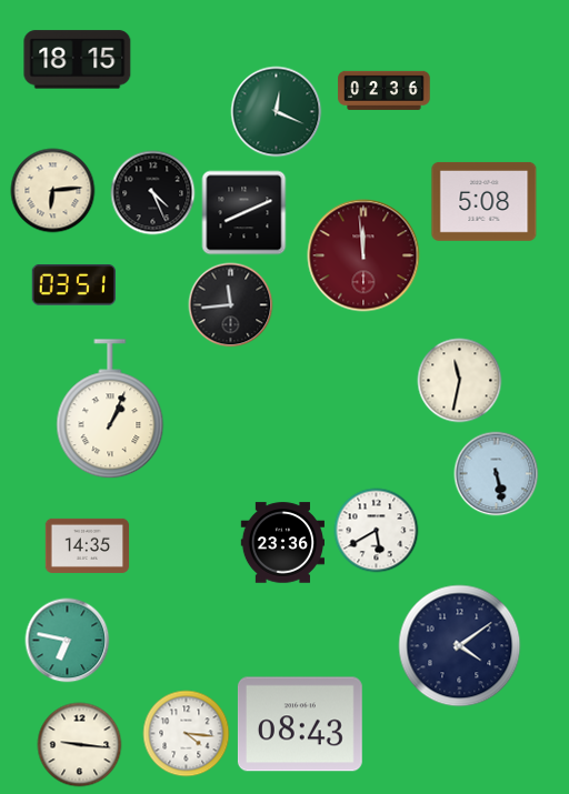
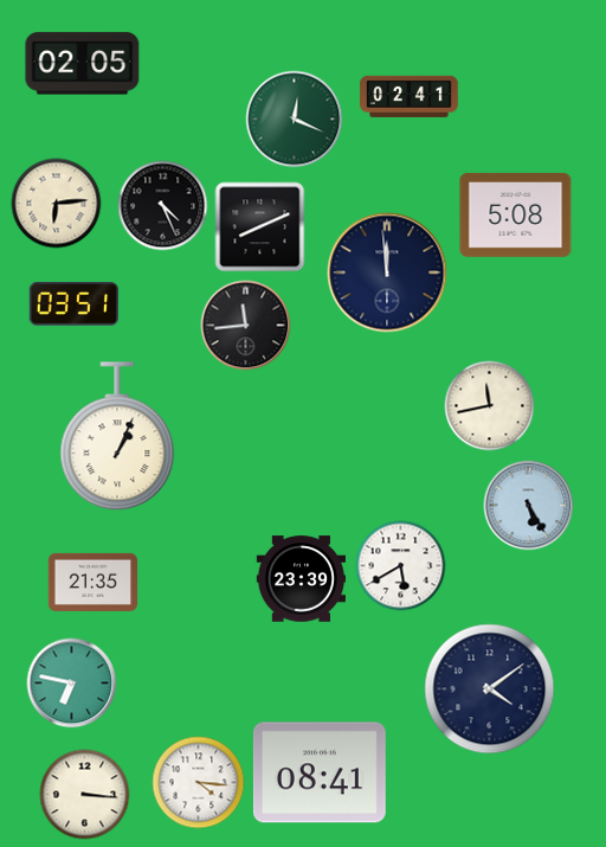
clock at (78, 60): 18:15 -> 02:05
clock at (385, 90): 02:36 -> 02:41
clock at (363, 255) dial: burgundy -> navy
clock at (73, 285) position: (73, 285) -> (73, 304)
clock at (460, 381): 11:32 -> 11:43
clock at (497, 474): 5:28 -> 5:25
clock at (283, 543): 23:36 -> 23:39
clock at (88, 545): 14:35 -> 21:35
clock at (300, 724): 08:43 -> 08:41
clock at (80, 745): 9:16 -> 3:16
